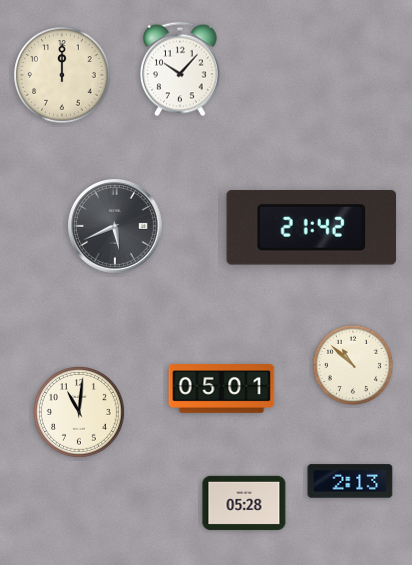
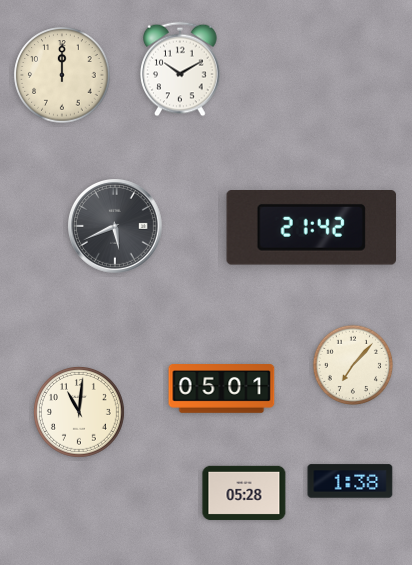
clock at (180, 69): 10:07 -> 10:10
clock at (353, 365): 10:52 -> 7:07
clock at (350, 481): 2:13 -> 1:38
clock at (244, 503) position: (244, 503) -> (244, 493)
